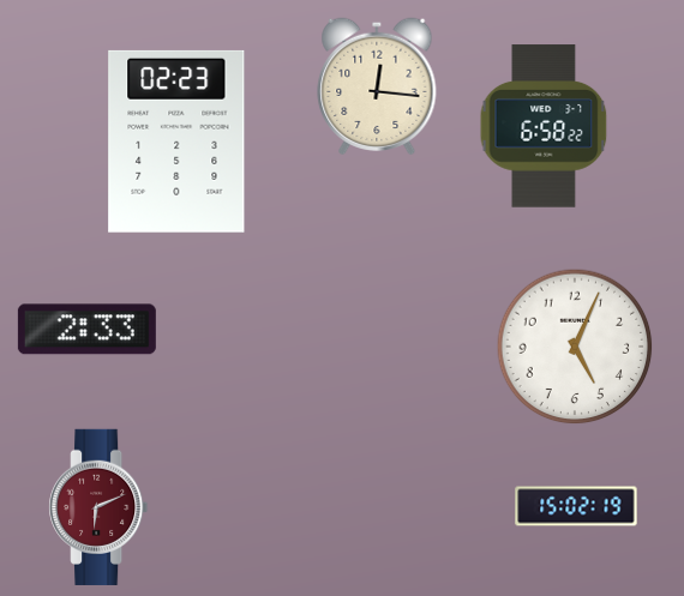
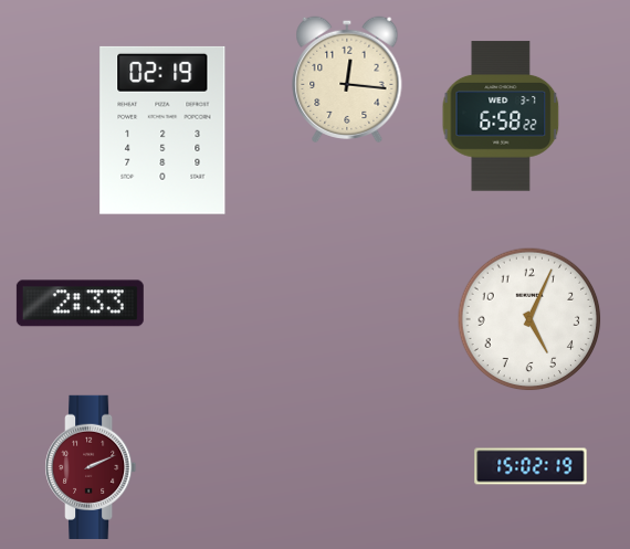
clock at (176, 142): 02:23 -> 02:19
clock at (98, 507): 6:11 -> 2:11
